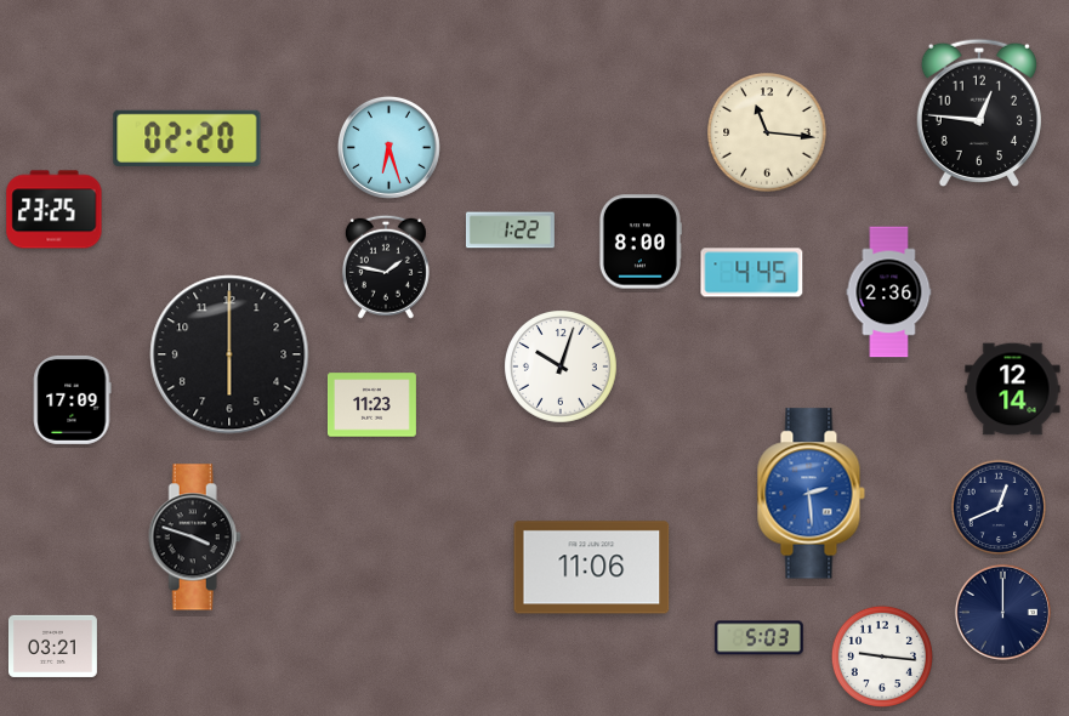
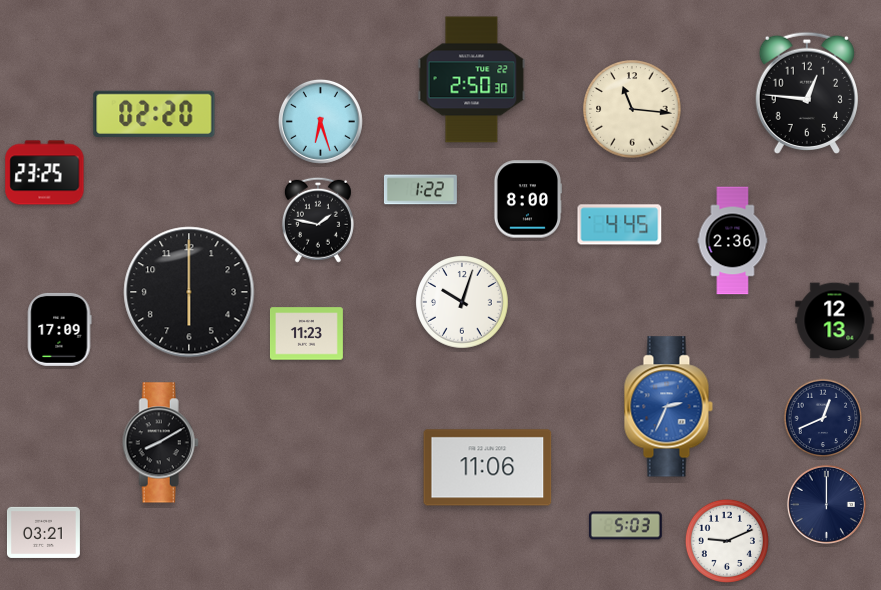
clock at (472, 80): none -> 2:50
clock at (1013, 390): 12:14 -> 12:13
clock at (811, 494): 2:29 -> 2:34
clock at (194, 538): 3:48 -> 8:10
clock at (882, 657): 9:16 -> 9:11
